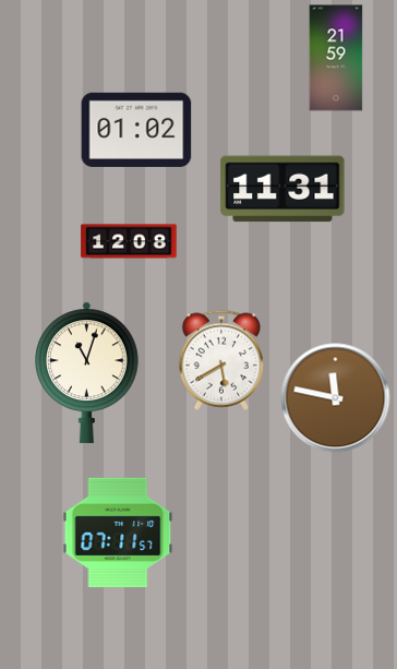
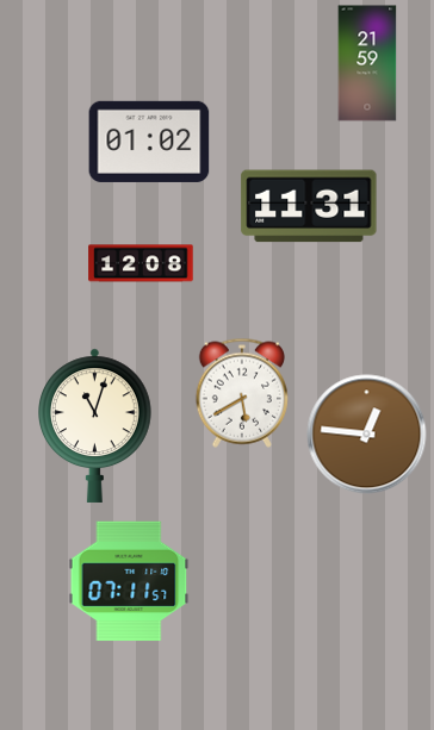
clock at (87, 372) position: (87, 372) -> (95, 425)
clock at (336, 398): 11:47 -> 12:46
